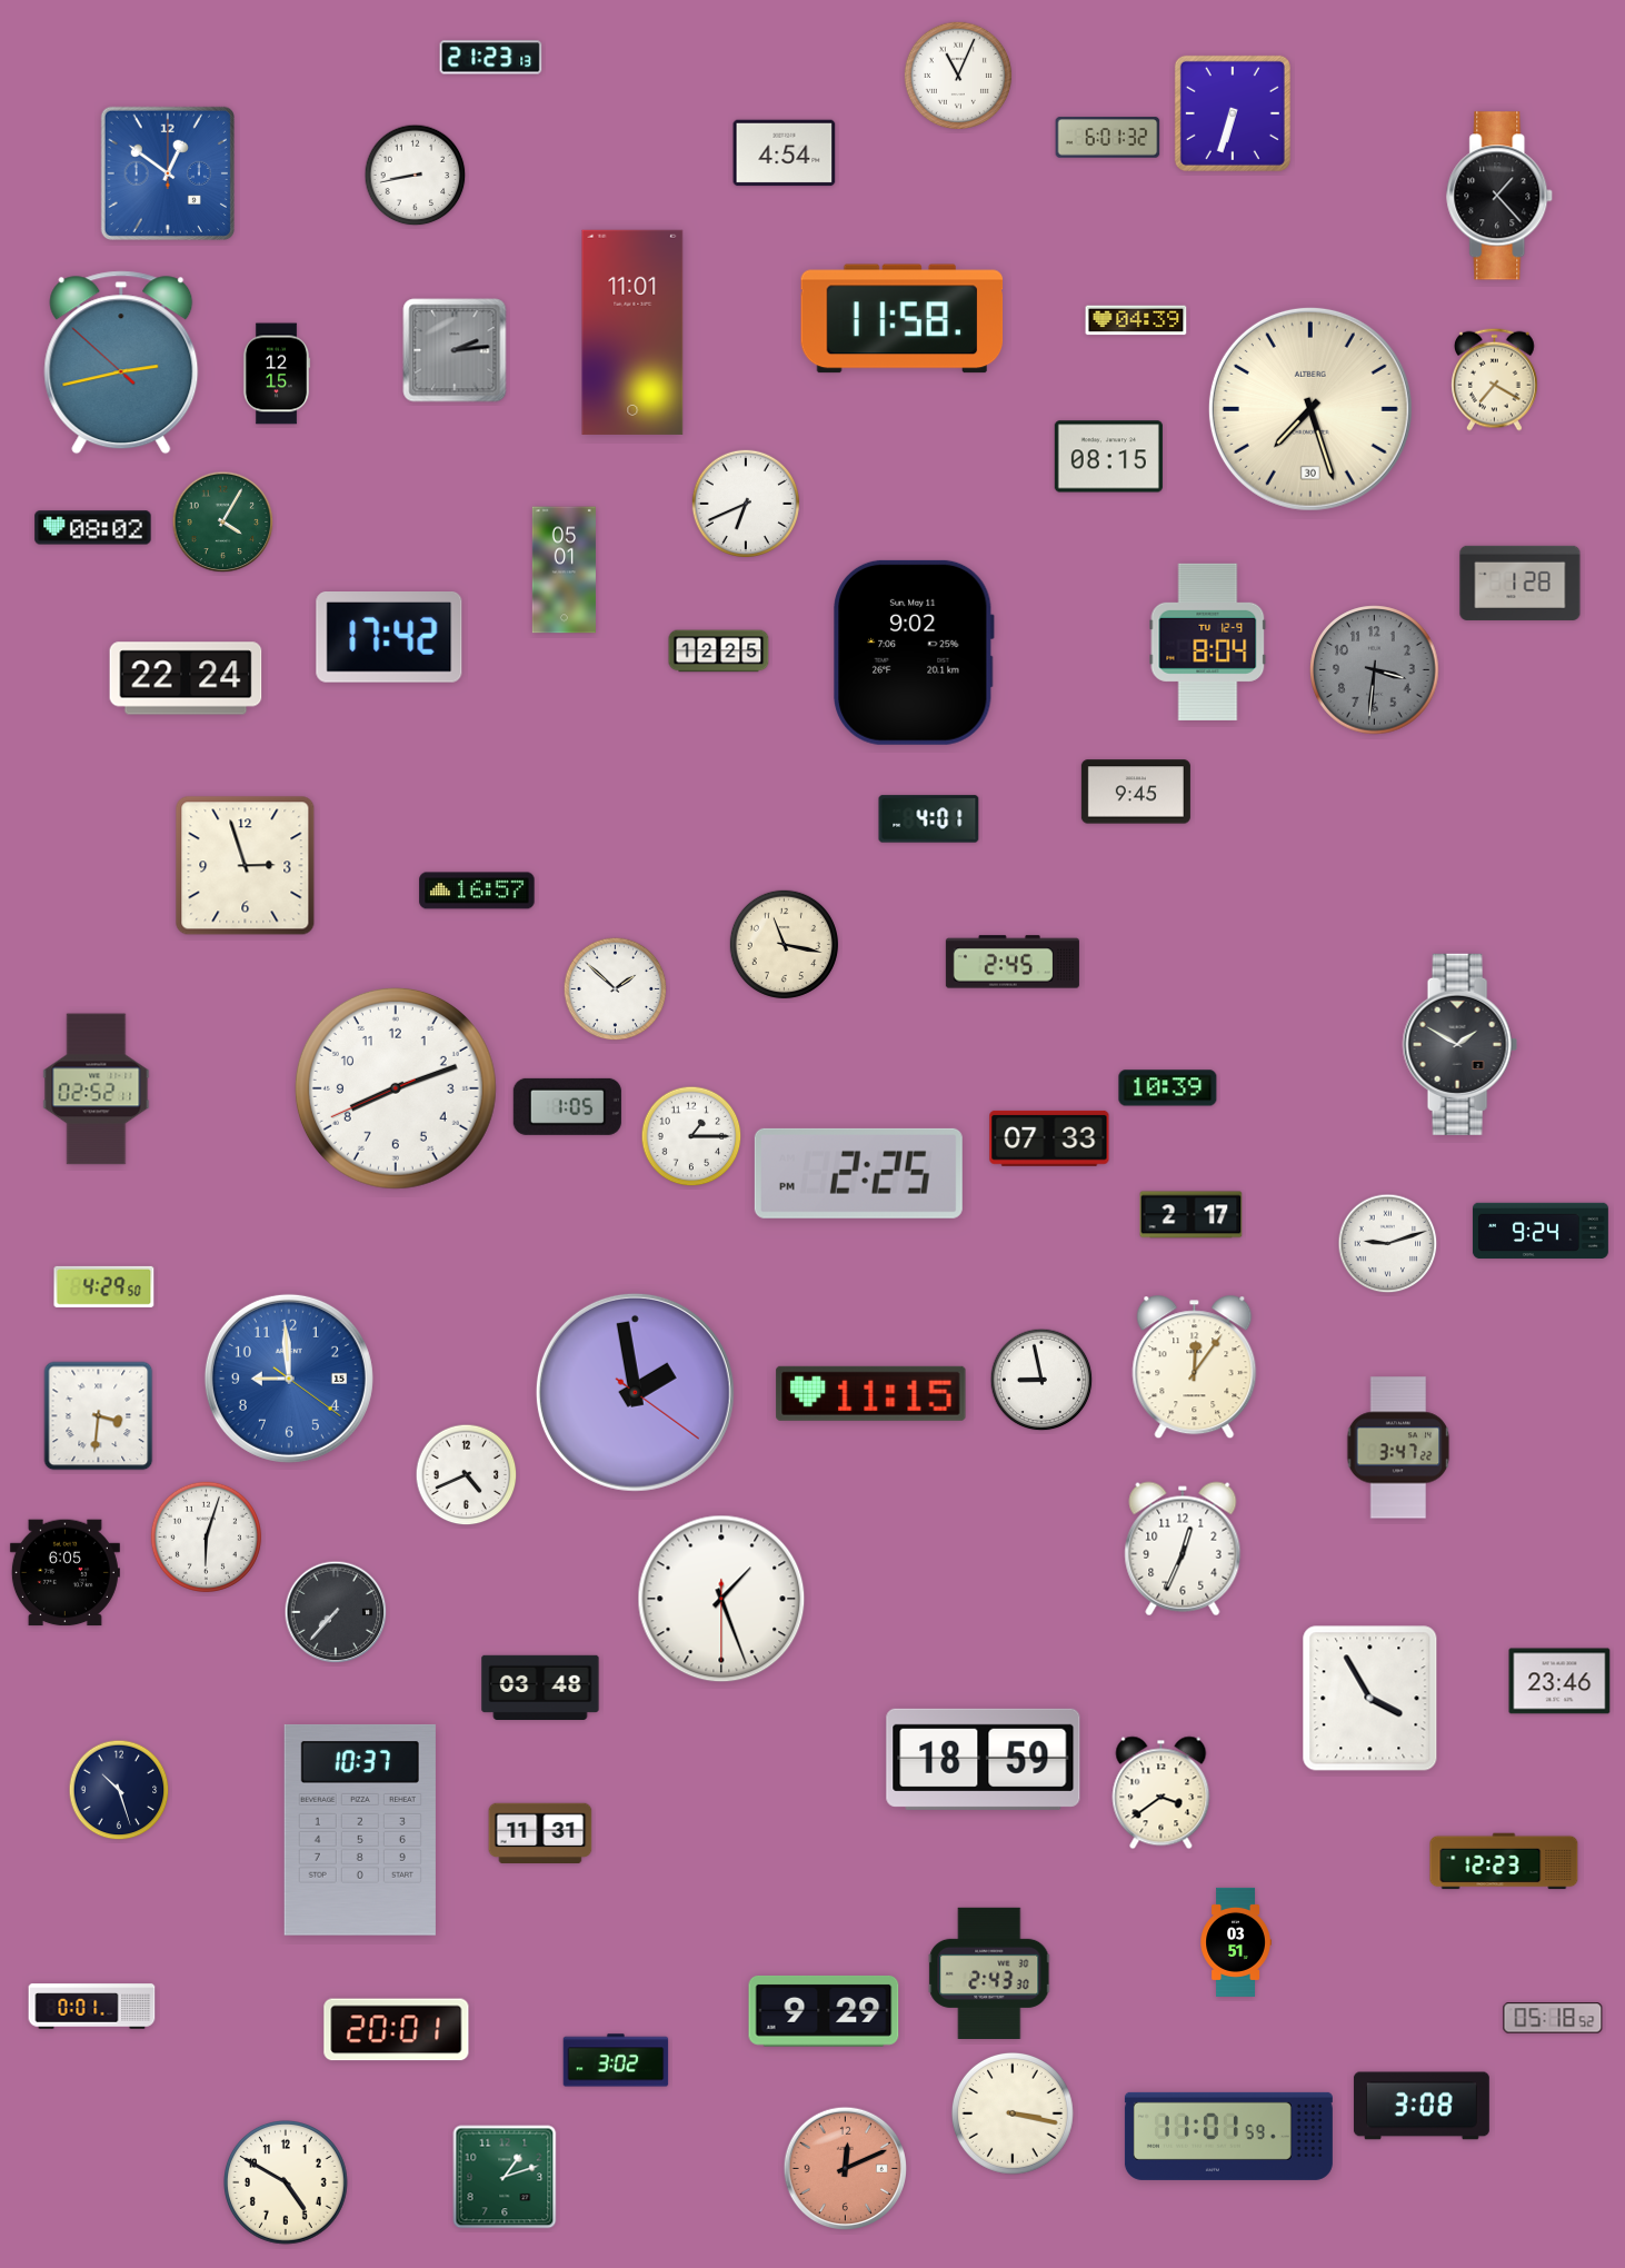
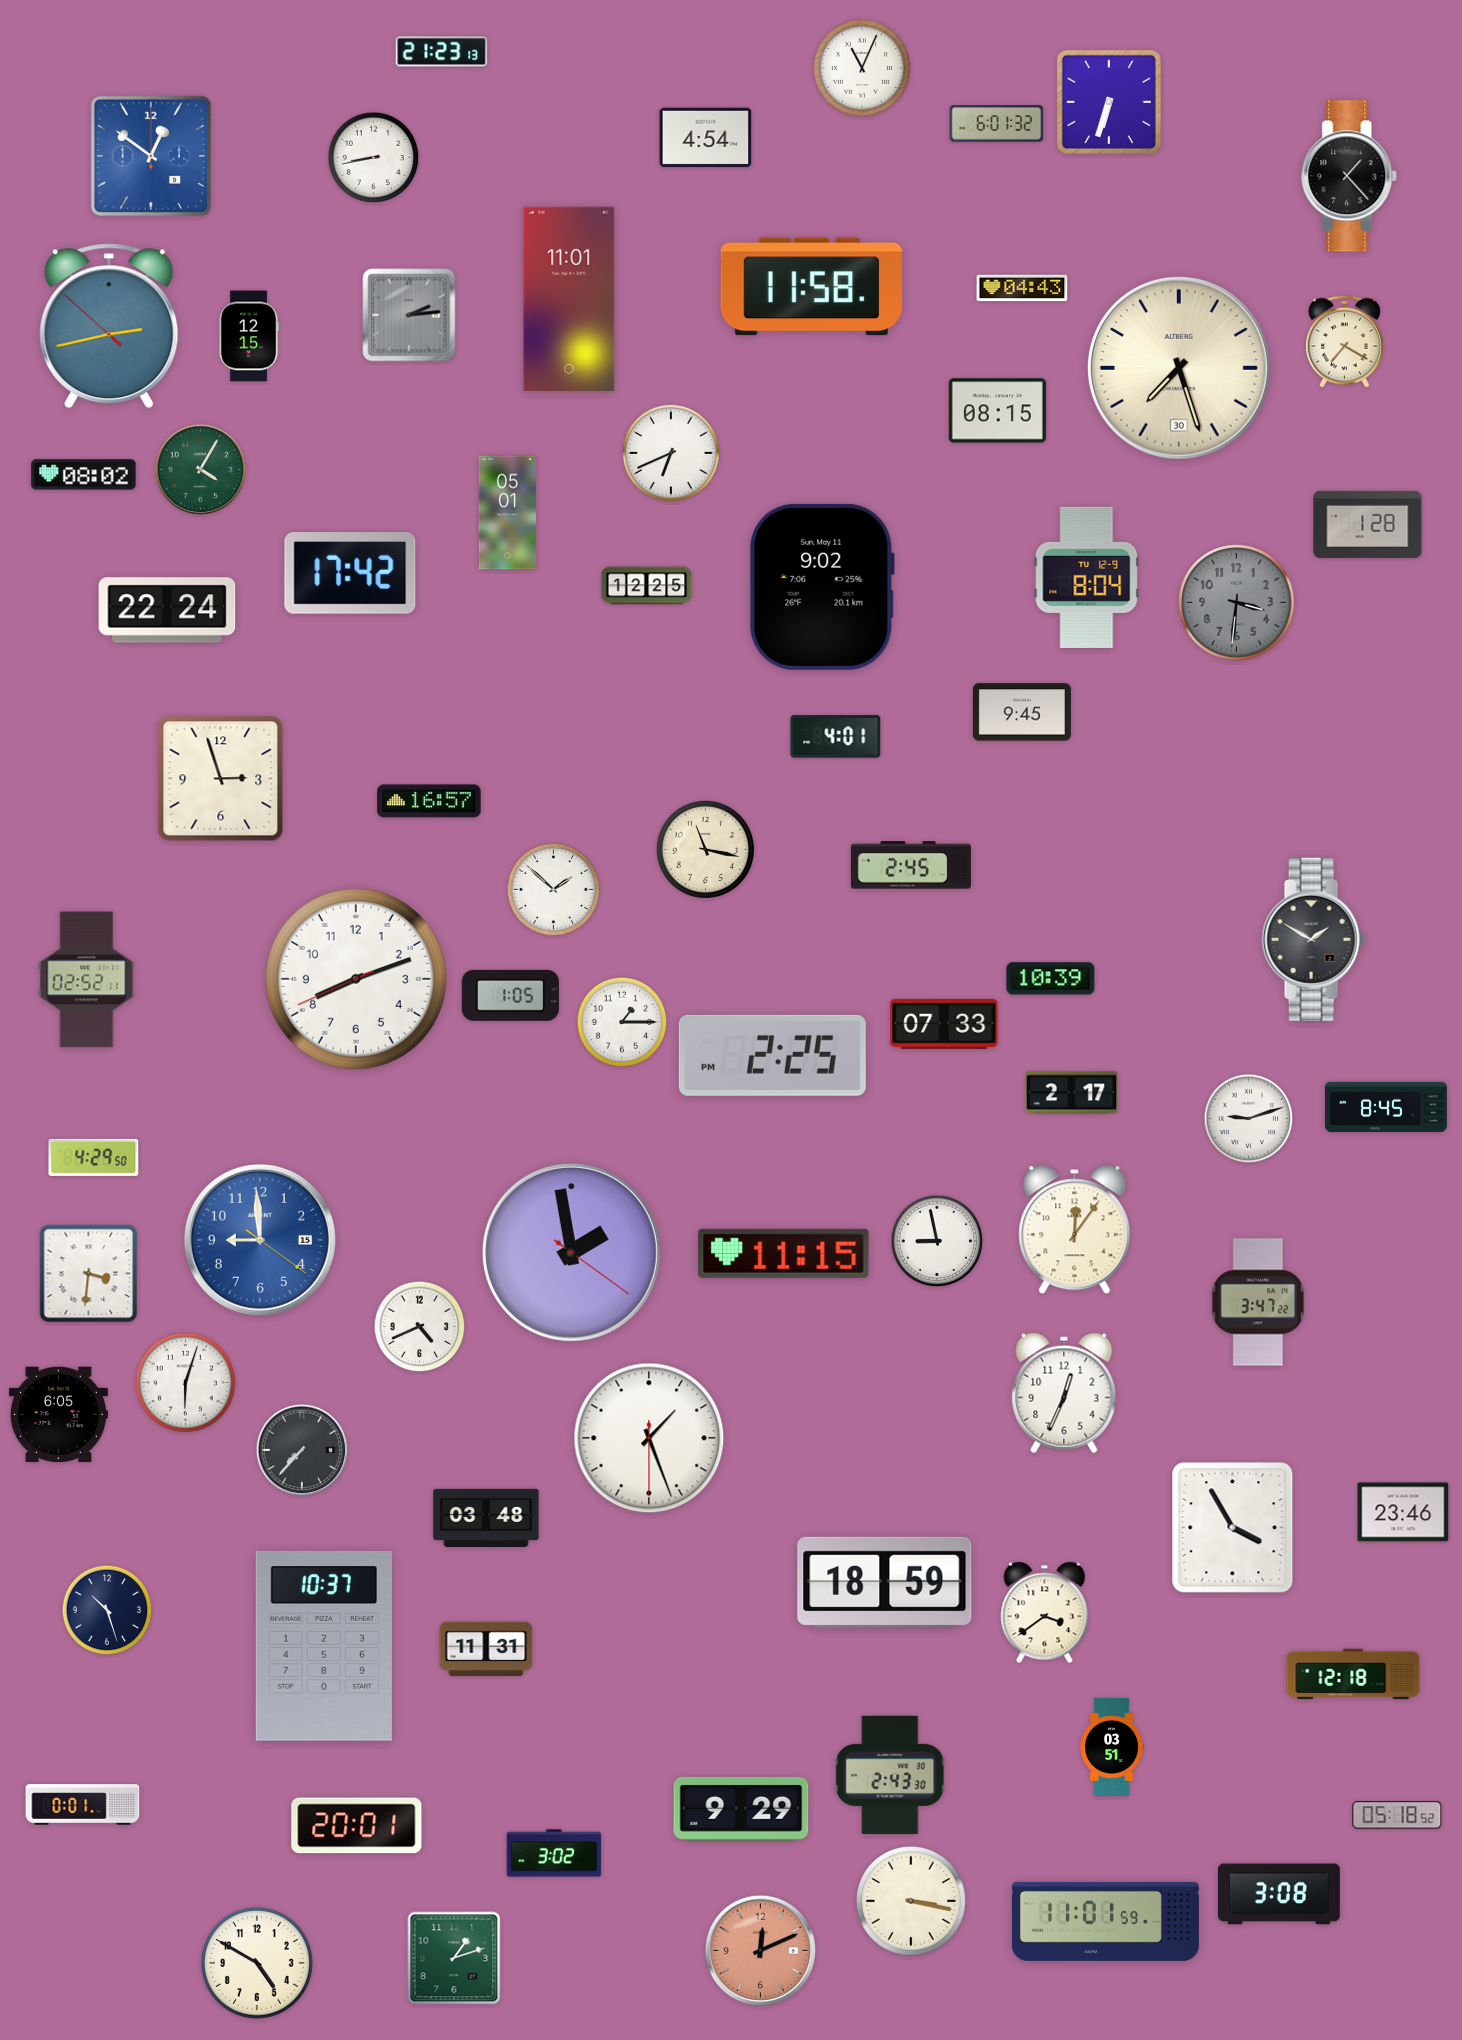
clock at (1136, 320): 04:39 -> 04:43
clock at (1541, 1231): 9:24 -> 8:45
clock at (1504, 1861): 12:23 -> 12:18
